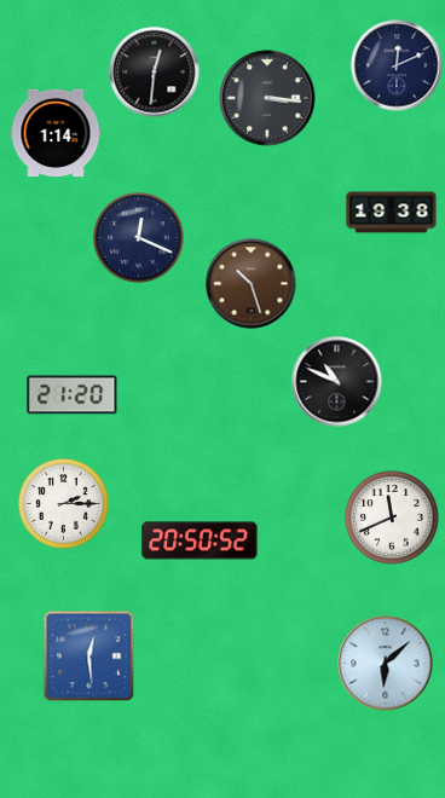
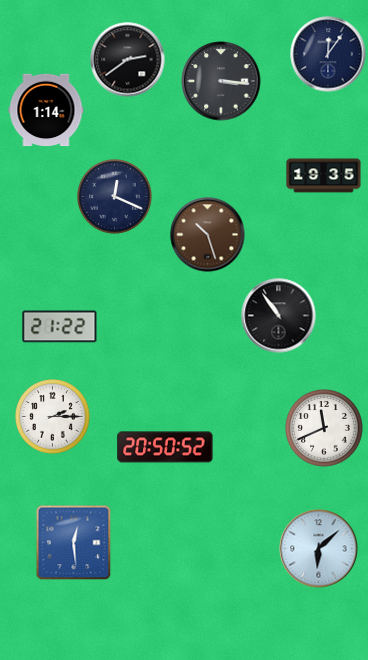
clock at (397, 65): 12:11 -> 12:06
clock at (155, 73): 12:31 -> 2:39
clock at (392, 213): 19:38 -> 19:35
clock at (337, 382): 10:49 -> 10:54
clock at (73, 395): 21:20 -> 21:22
